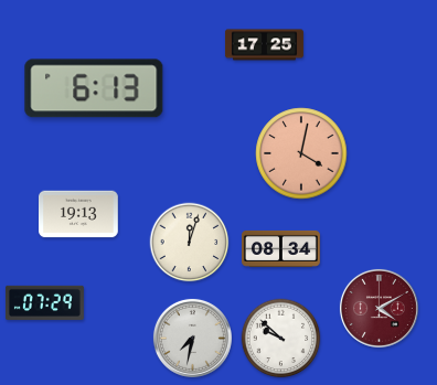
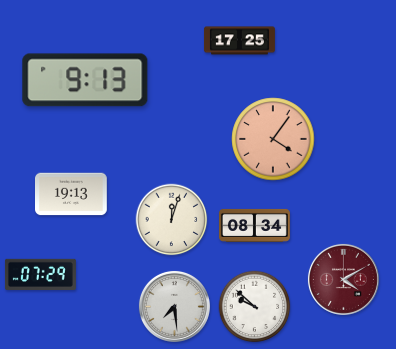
clock at (94, 88): 6:13 -> 9:13
clock at (301, 153): 4:02 -> 4:06
clock at (192, 338): 7:32 -> 7:29
